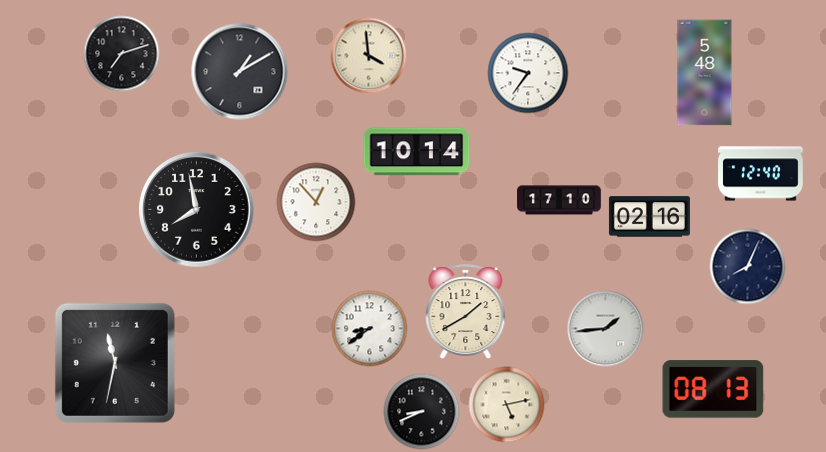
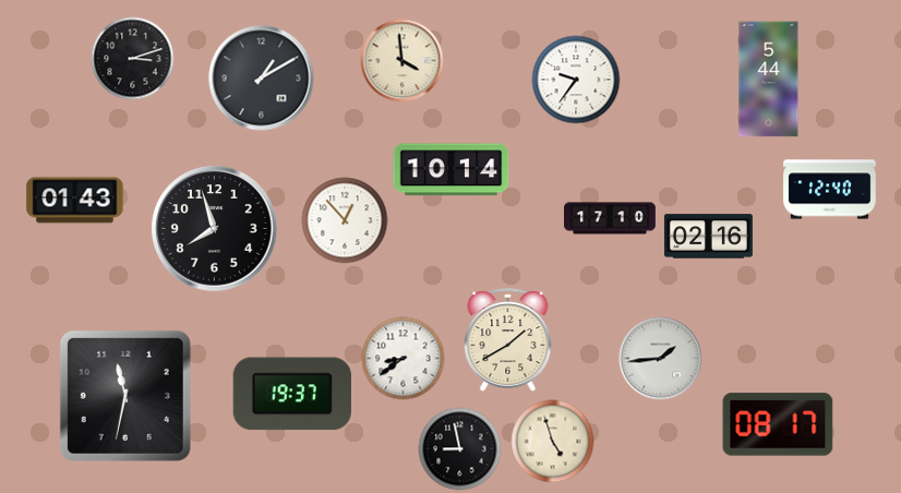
clock at (122, 54): 7:12 -> 3:12
clock at (705, 73): 5:48 -> 5:44
clock at (417, 152) position: (417, 152) -> (452, 170)
clock at (75, 201): none -> 01:43
clock at (197, 210): 7:58 -> 7:57
clock at (748, 267): 8:04 -> none
clock at (292, 394): none -> 19:37
clock at (713, 389): 08:13 -> 08:17
clock at (507, 405): 5:13 -> 4:57
clock at (422, 412): 8:41 -> 8:58
